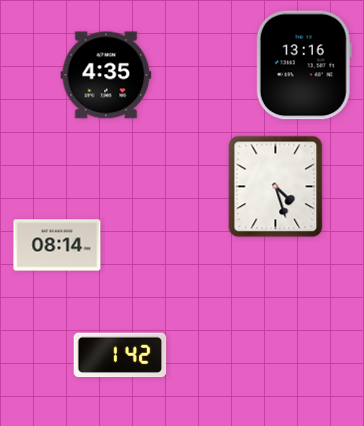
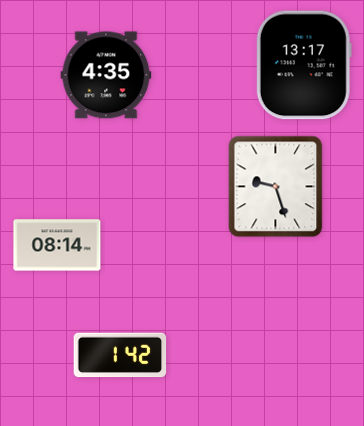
clock at (304, 65): 13:16 -> 13:17
clock at (276, 187): 4:27 -> 9:27
